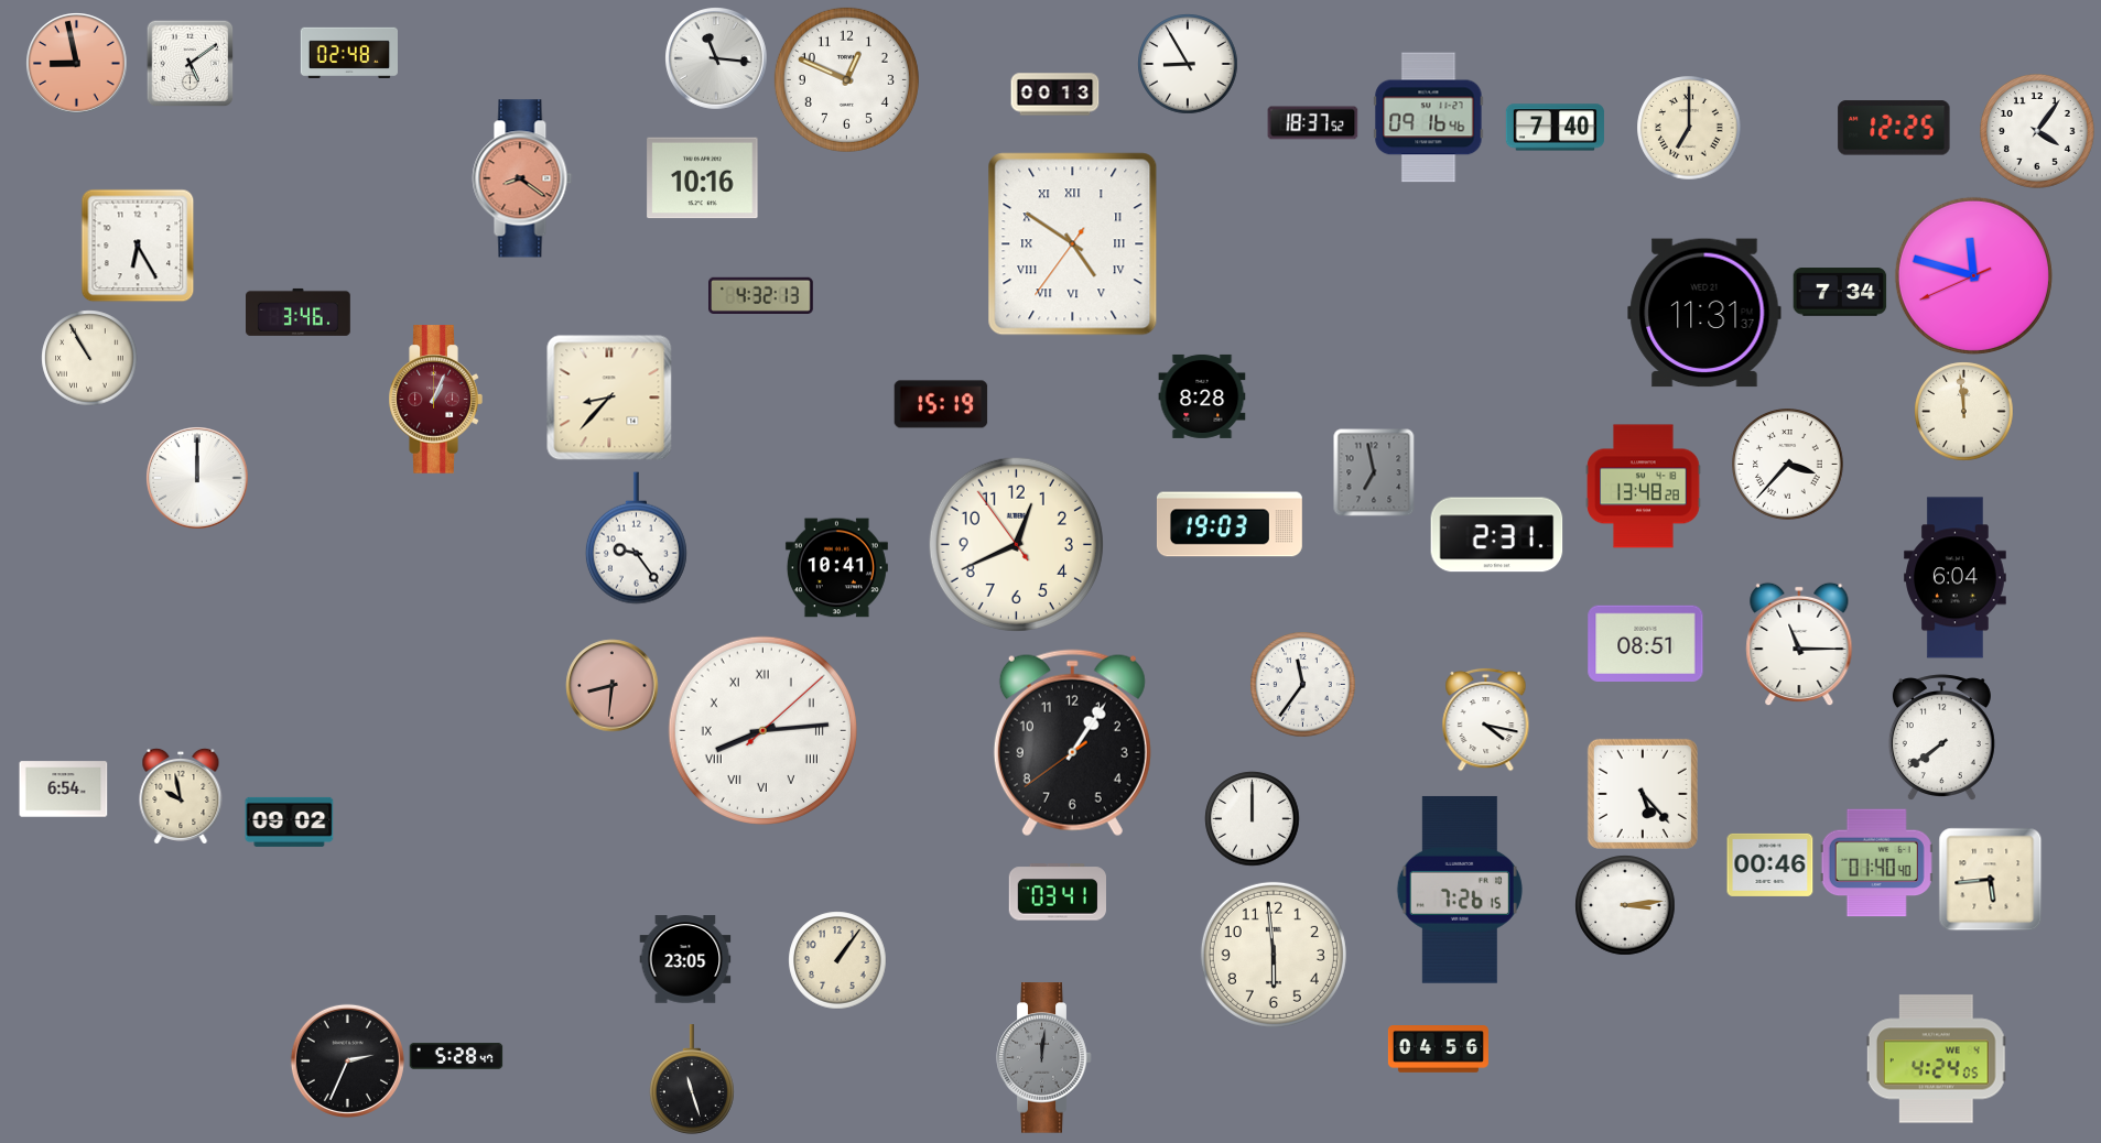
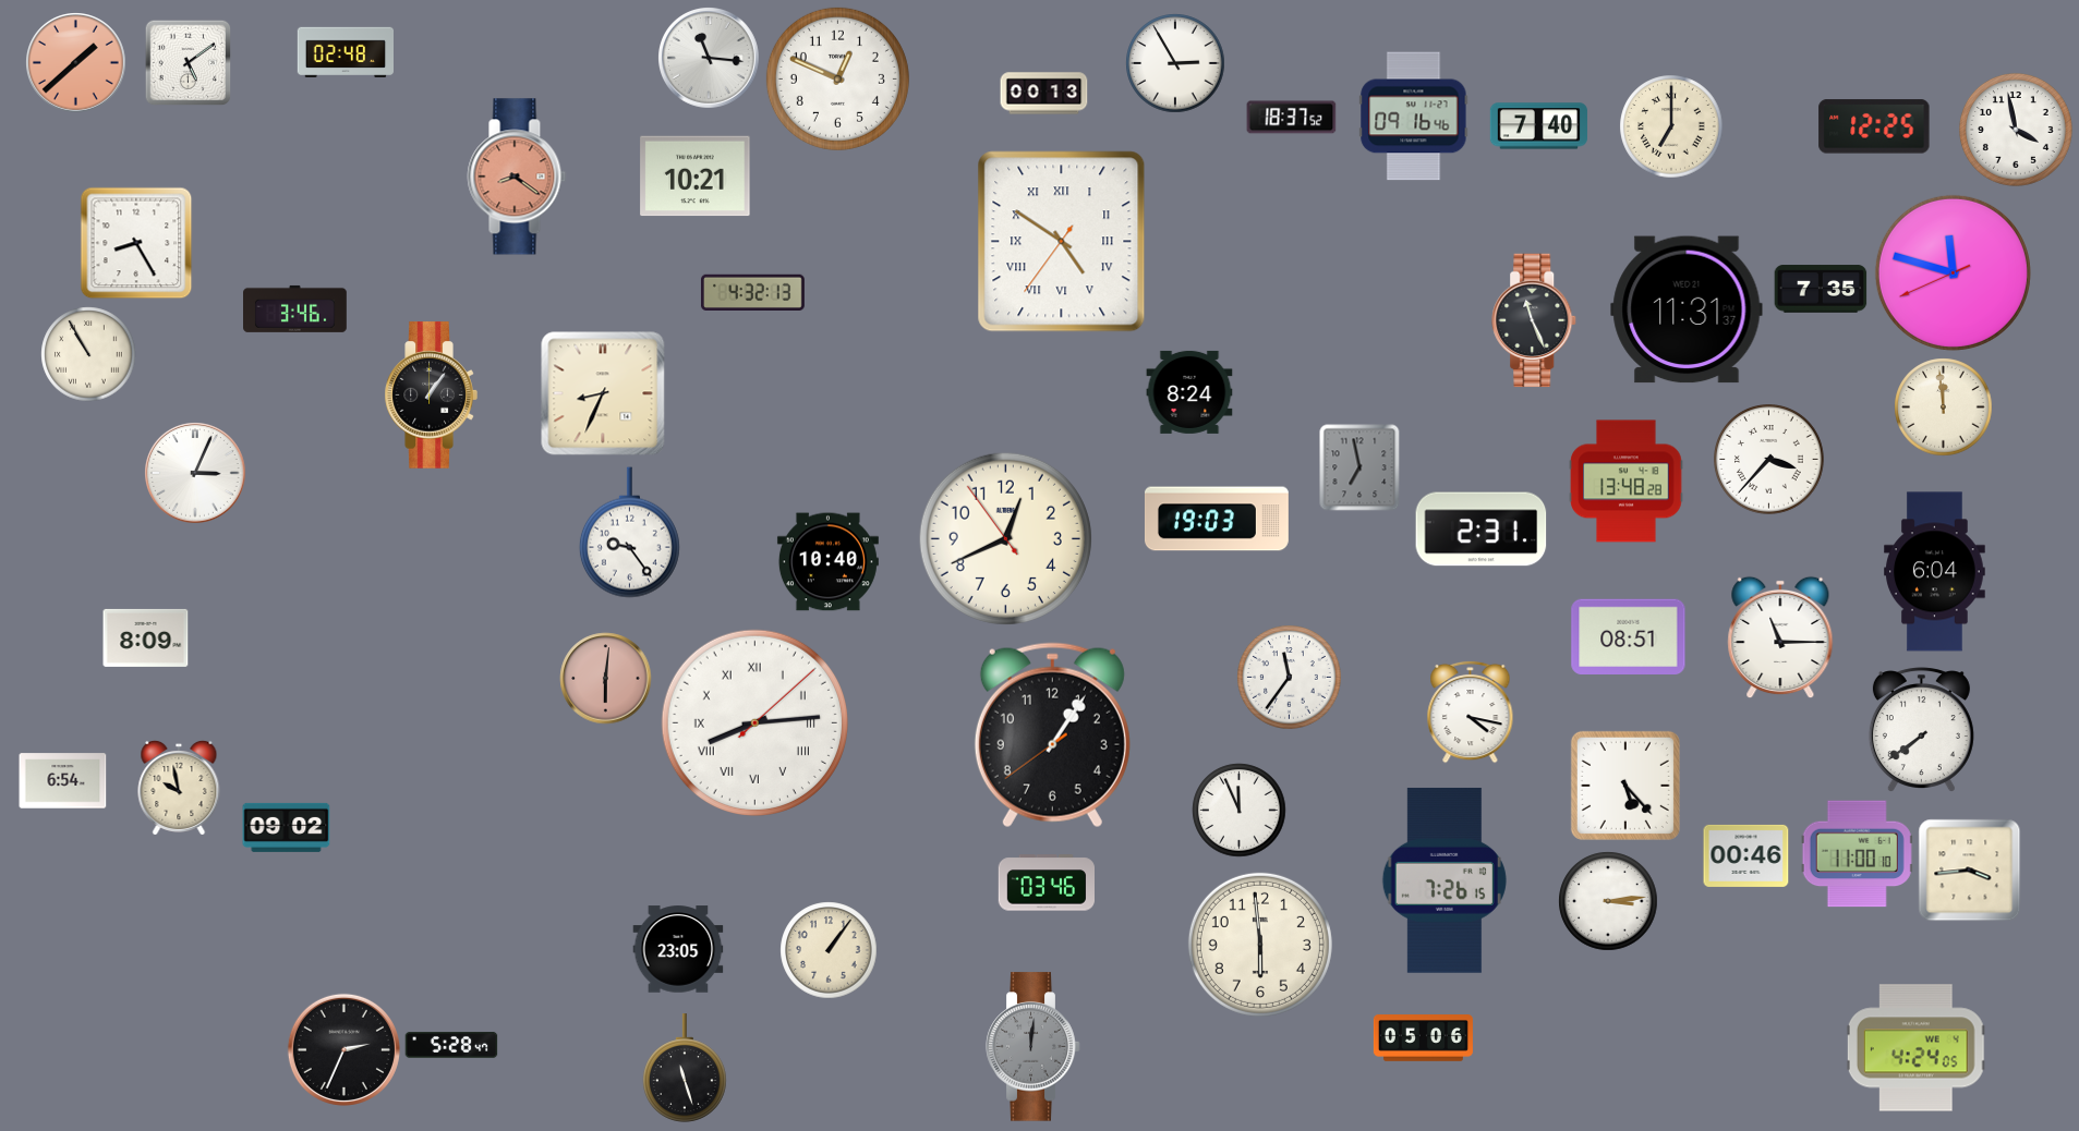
clock at (77, 64): 8:58 -> 1:38
clock at (1188, 64): 8:55 -> 2:55
clock at (1313, 123) position: (1313, 123) -> (1292, 118)
clock at (2037, 132): 4:06 -> 3:58
clock at (703, 178): 10:16 -> 10:21
clock at (138, 246): 6:25 -> 8:25
clock at (1840, 292): 7:34 -> 7:35
clock at (1535, 320): none -> 11:26
clock at (1202, 396): 8:28 -> 8:24
clock at (609, 398): 8:37 -> 8:34
clock at (435, 400): 1:04 -> 1:06
clock at (435, 400) dial: burgundy -> black
clock at (941, 404): 15:19 -> none
clock at (198, 479): 12:00 -> 3:04
clock at (836, 568): 10:41 -> 10:40
clock at (146, 637): none -> 8:09
clock at (613, 686): 8:31 -> 6:01
clock at (1072, 743) position: (1072, 743) -> (1052, 735)
clock at (1253, 819): 12:00 -> 11:56
clock at (290, 821) position: (290, 821) -> (287, 827)
clock at (1876, 863): 01:40 -> 11:00
clock at (1770, 864) position: (1770, 864) -> (1746, 855)
clock at (1991, 880): 5:44 -> 3:44
clock at (1057, 892): 03:41 -> 03:46
clock at (1625, 905) position: (1625, 905) -> (1608, 901)
clock at (1438, 1049): 04:56 -> 05:06
